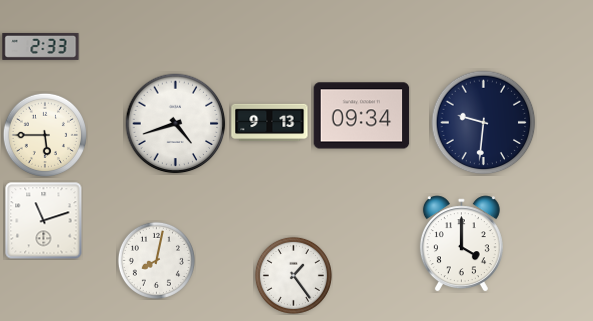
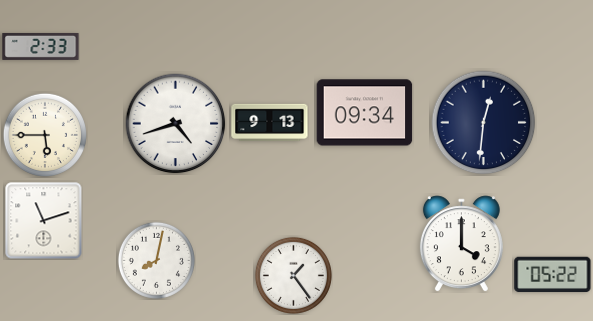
clock at (362, 116) position: (362, 116) -> (365, 113)
clock at (484, 123): 9:31 -> 12:31
clock at (553, 275): none -> 05:22
